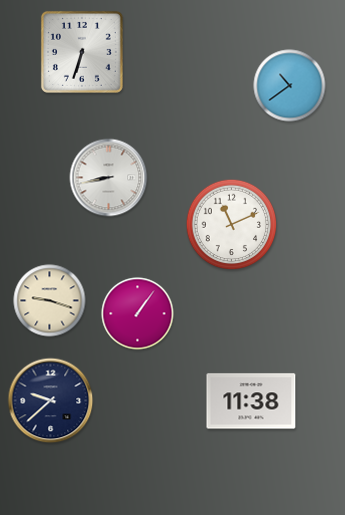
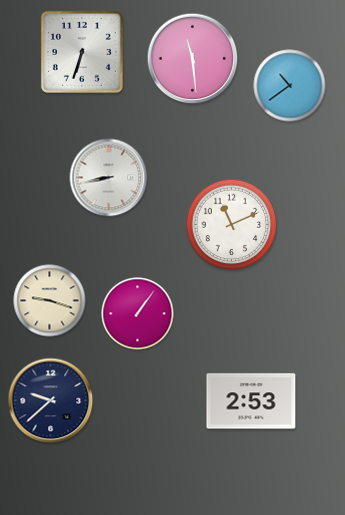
clock at (193, 59): none -> 11:29
clock at (251, 401): 11:38 -> 2:53
